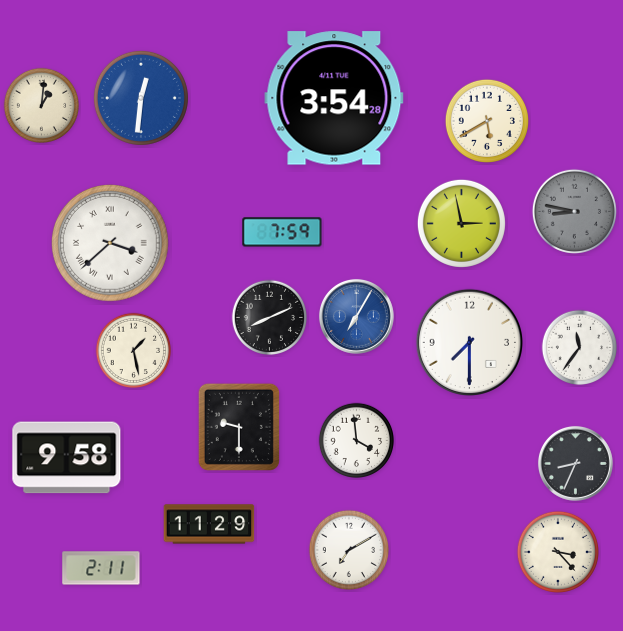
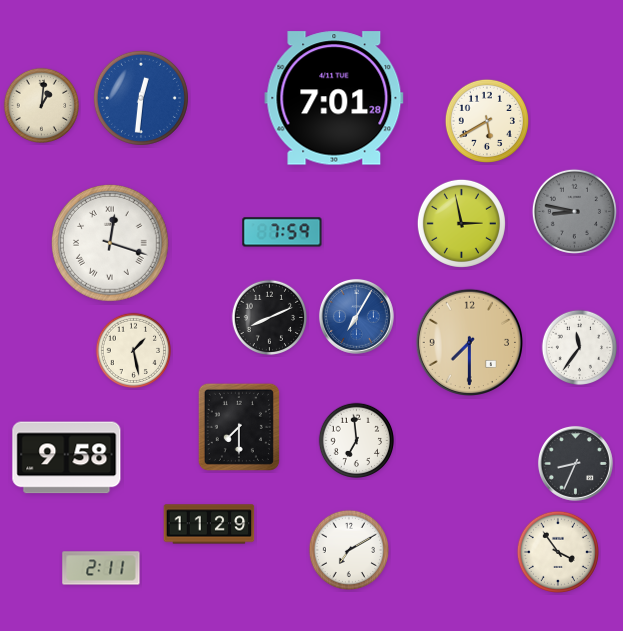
clock at (334, 98): 3:54 -> 7:01
clock at (111, 244): 3:38 -> 12:18
clock at (469, 342) dial: white -> champagne
clock at (239, 427): 9:30 -> 7:30
clock at (357, 441): 3:59 -> 6:59
clock at (558, 552): 3:23 -> 3:54
